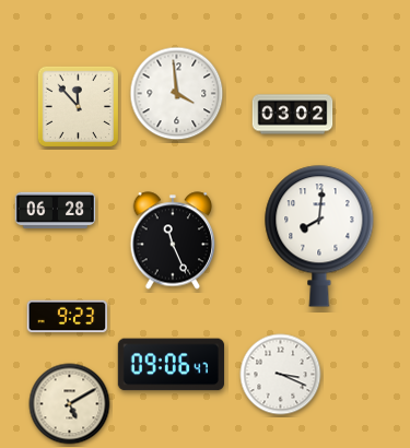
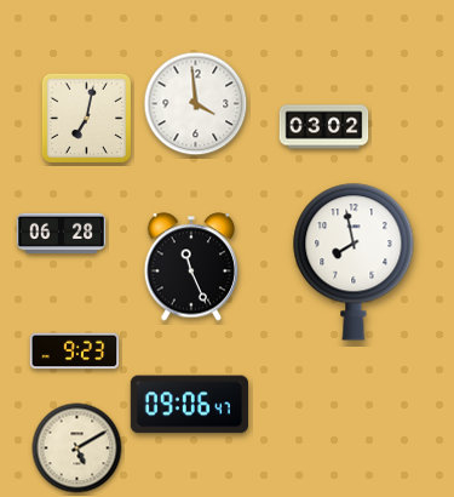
clock at (78, 106): 11:53 -> 7:02
clock at (319, 236): 8:01 -> 7:58
clock at (281, 375): 3:19 -> none
